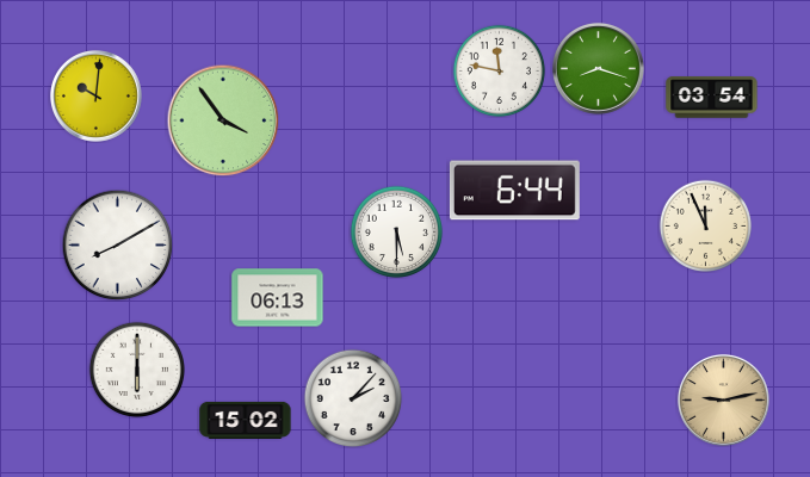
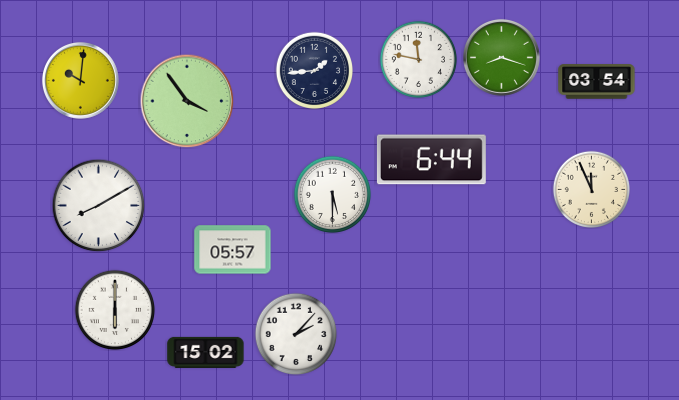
clock at (314, 70): none -> 1:44
clock at (278, 298): 06:13 -> 05:57
clock at (723, 399): 9:13 -> none
